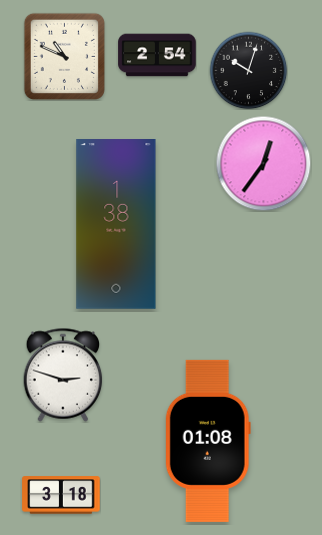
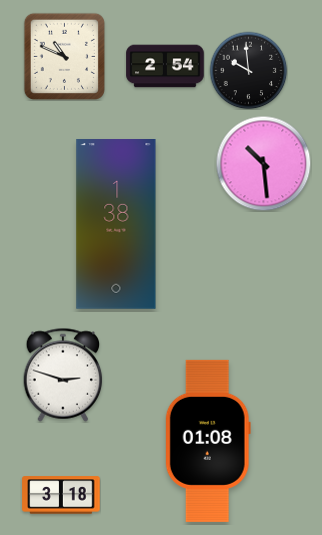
clock at (157, 55) position: (157, 55) -> (165, 66)
clock at (248, 70): 10:03 -> 9:59
clock at (263, 163): 12:36 -> 10:29
